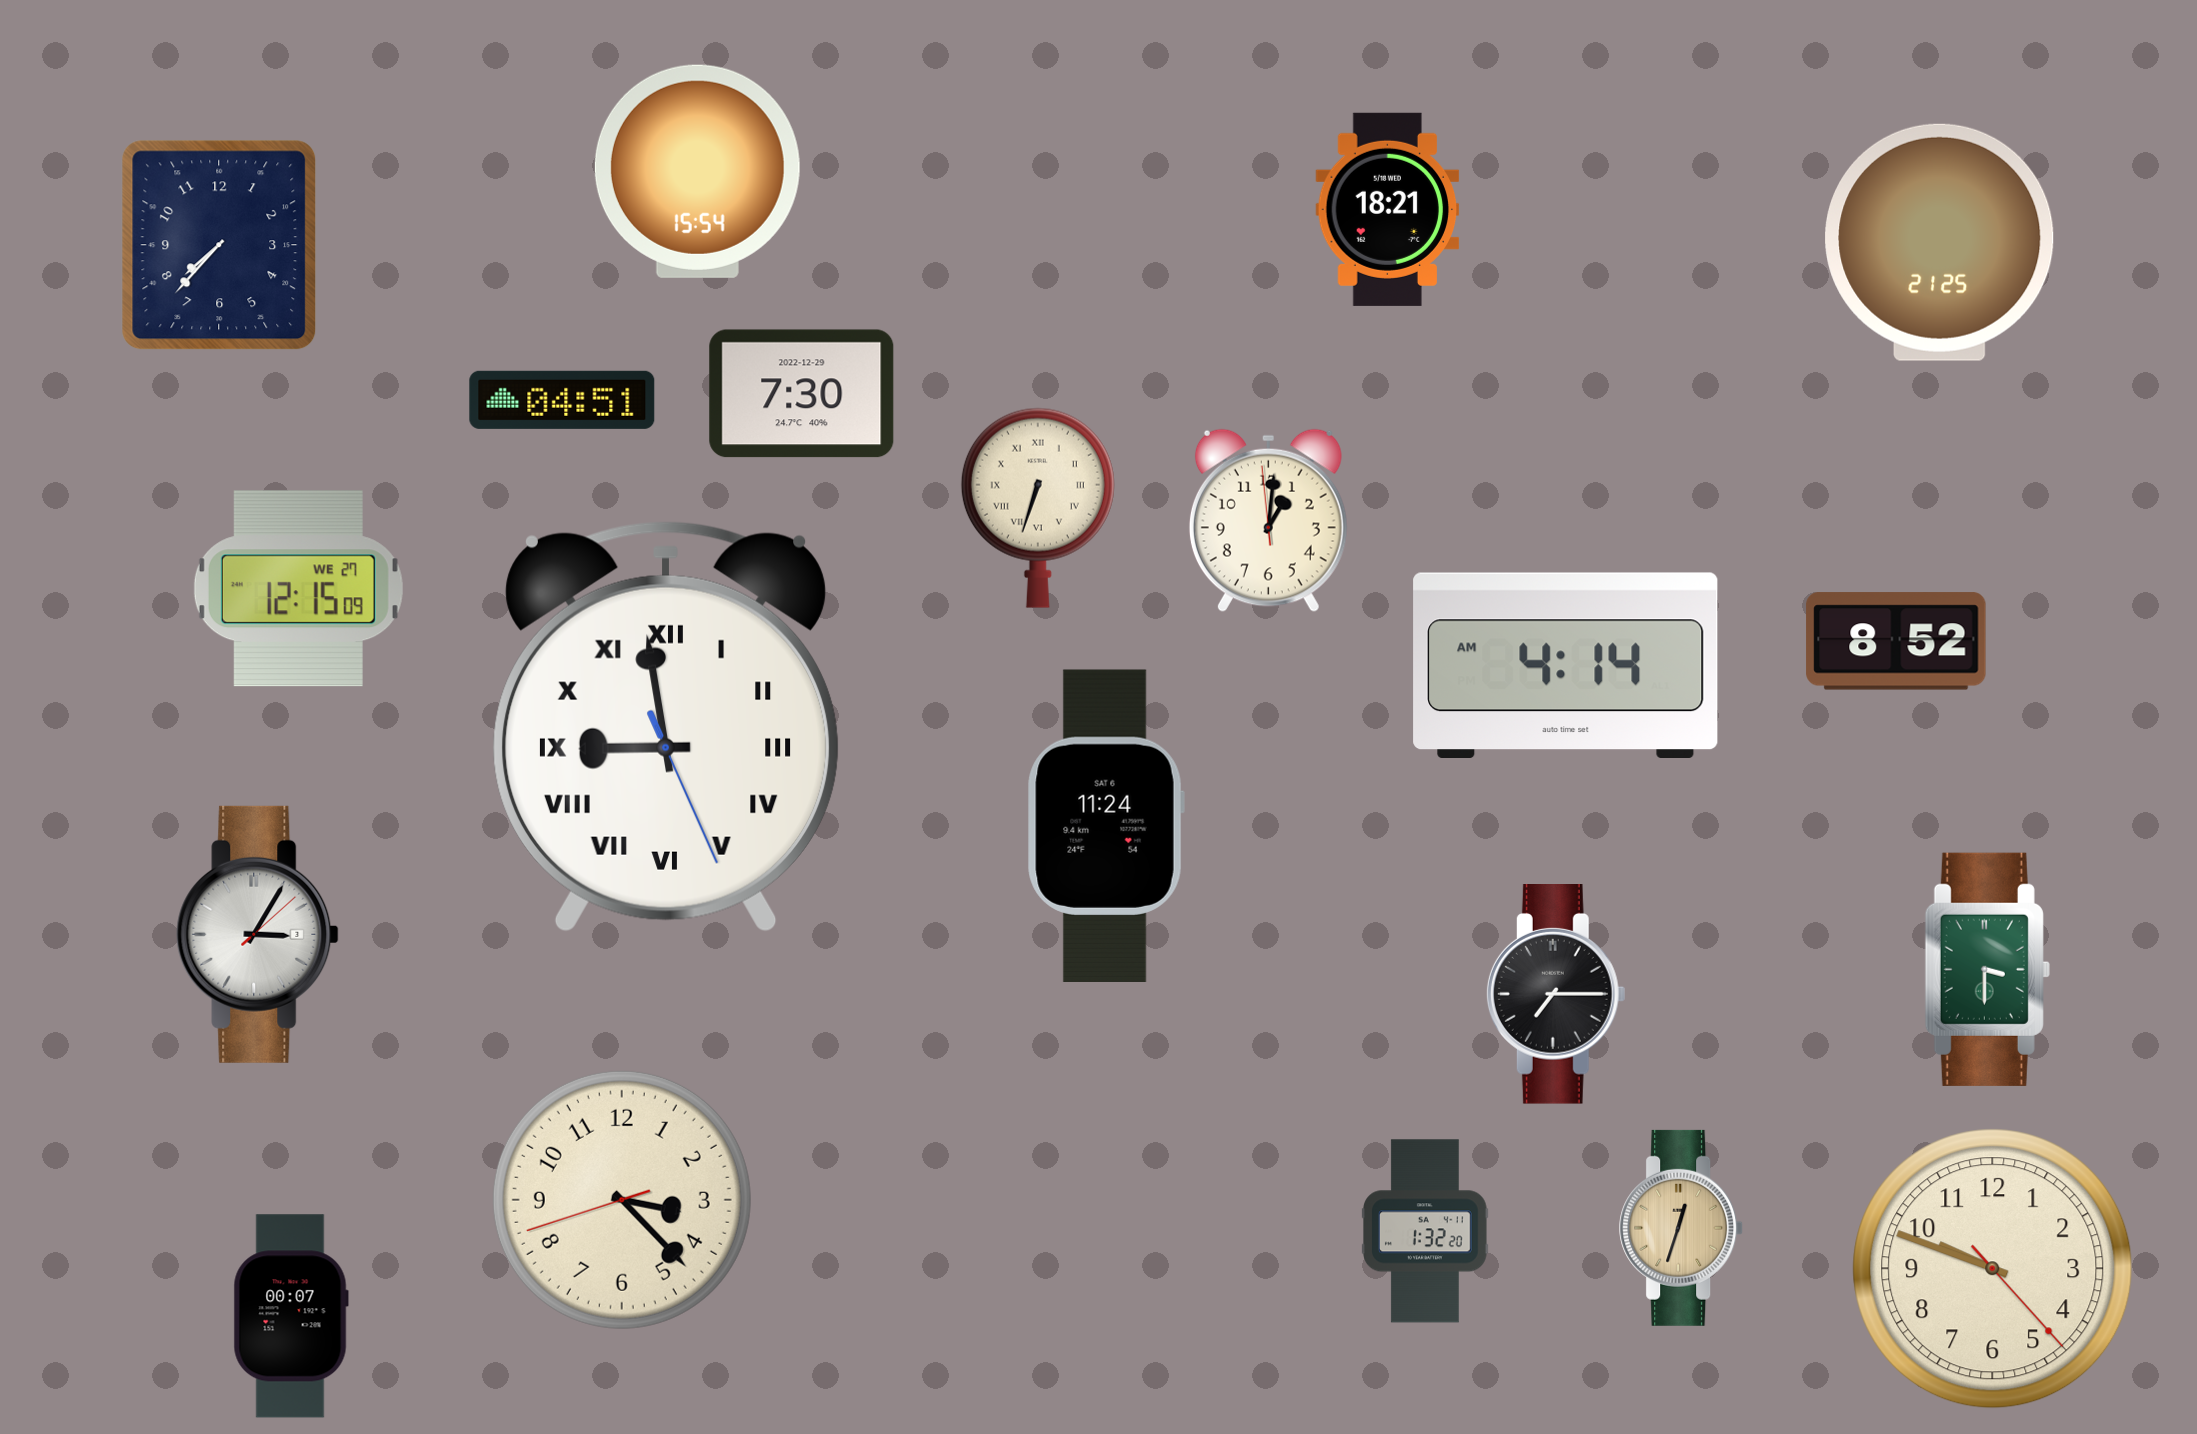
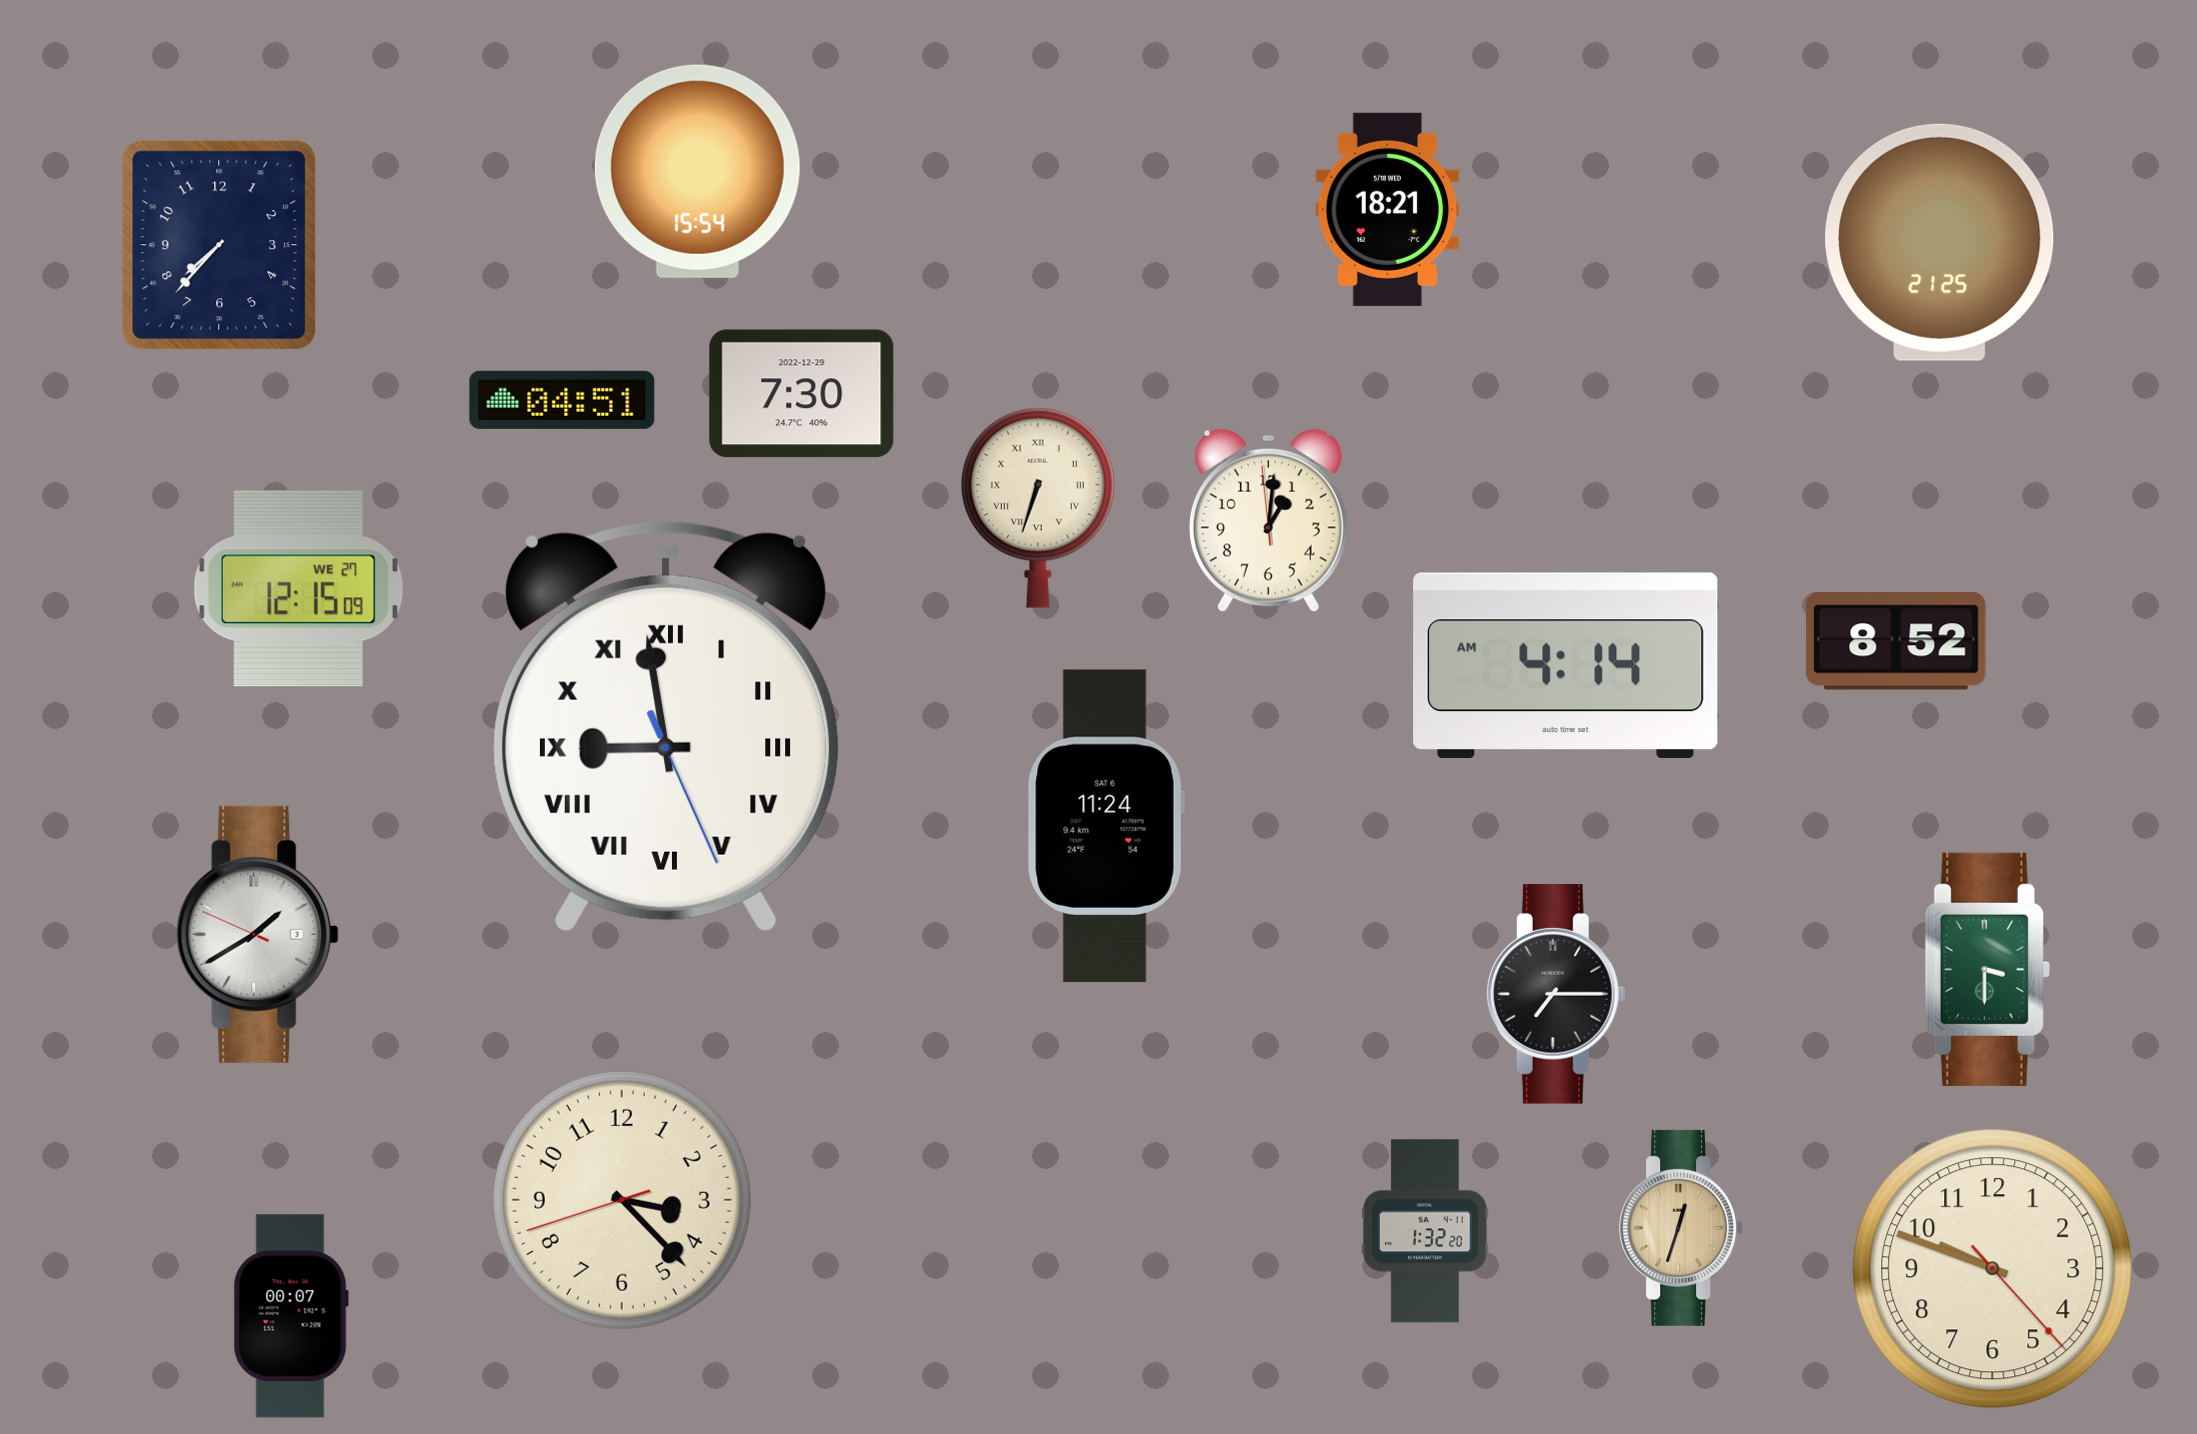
clock at (258, 934): 3:05 -> 1:39
